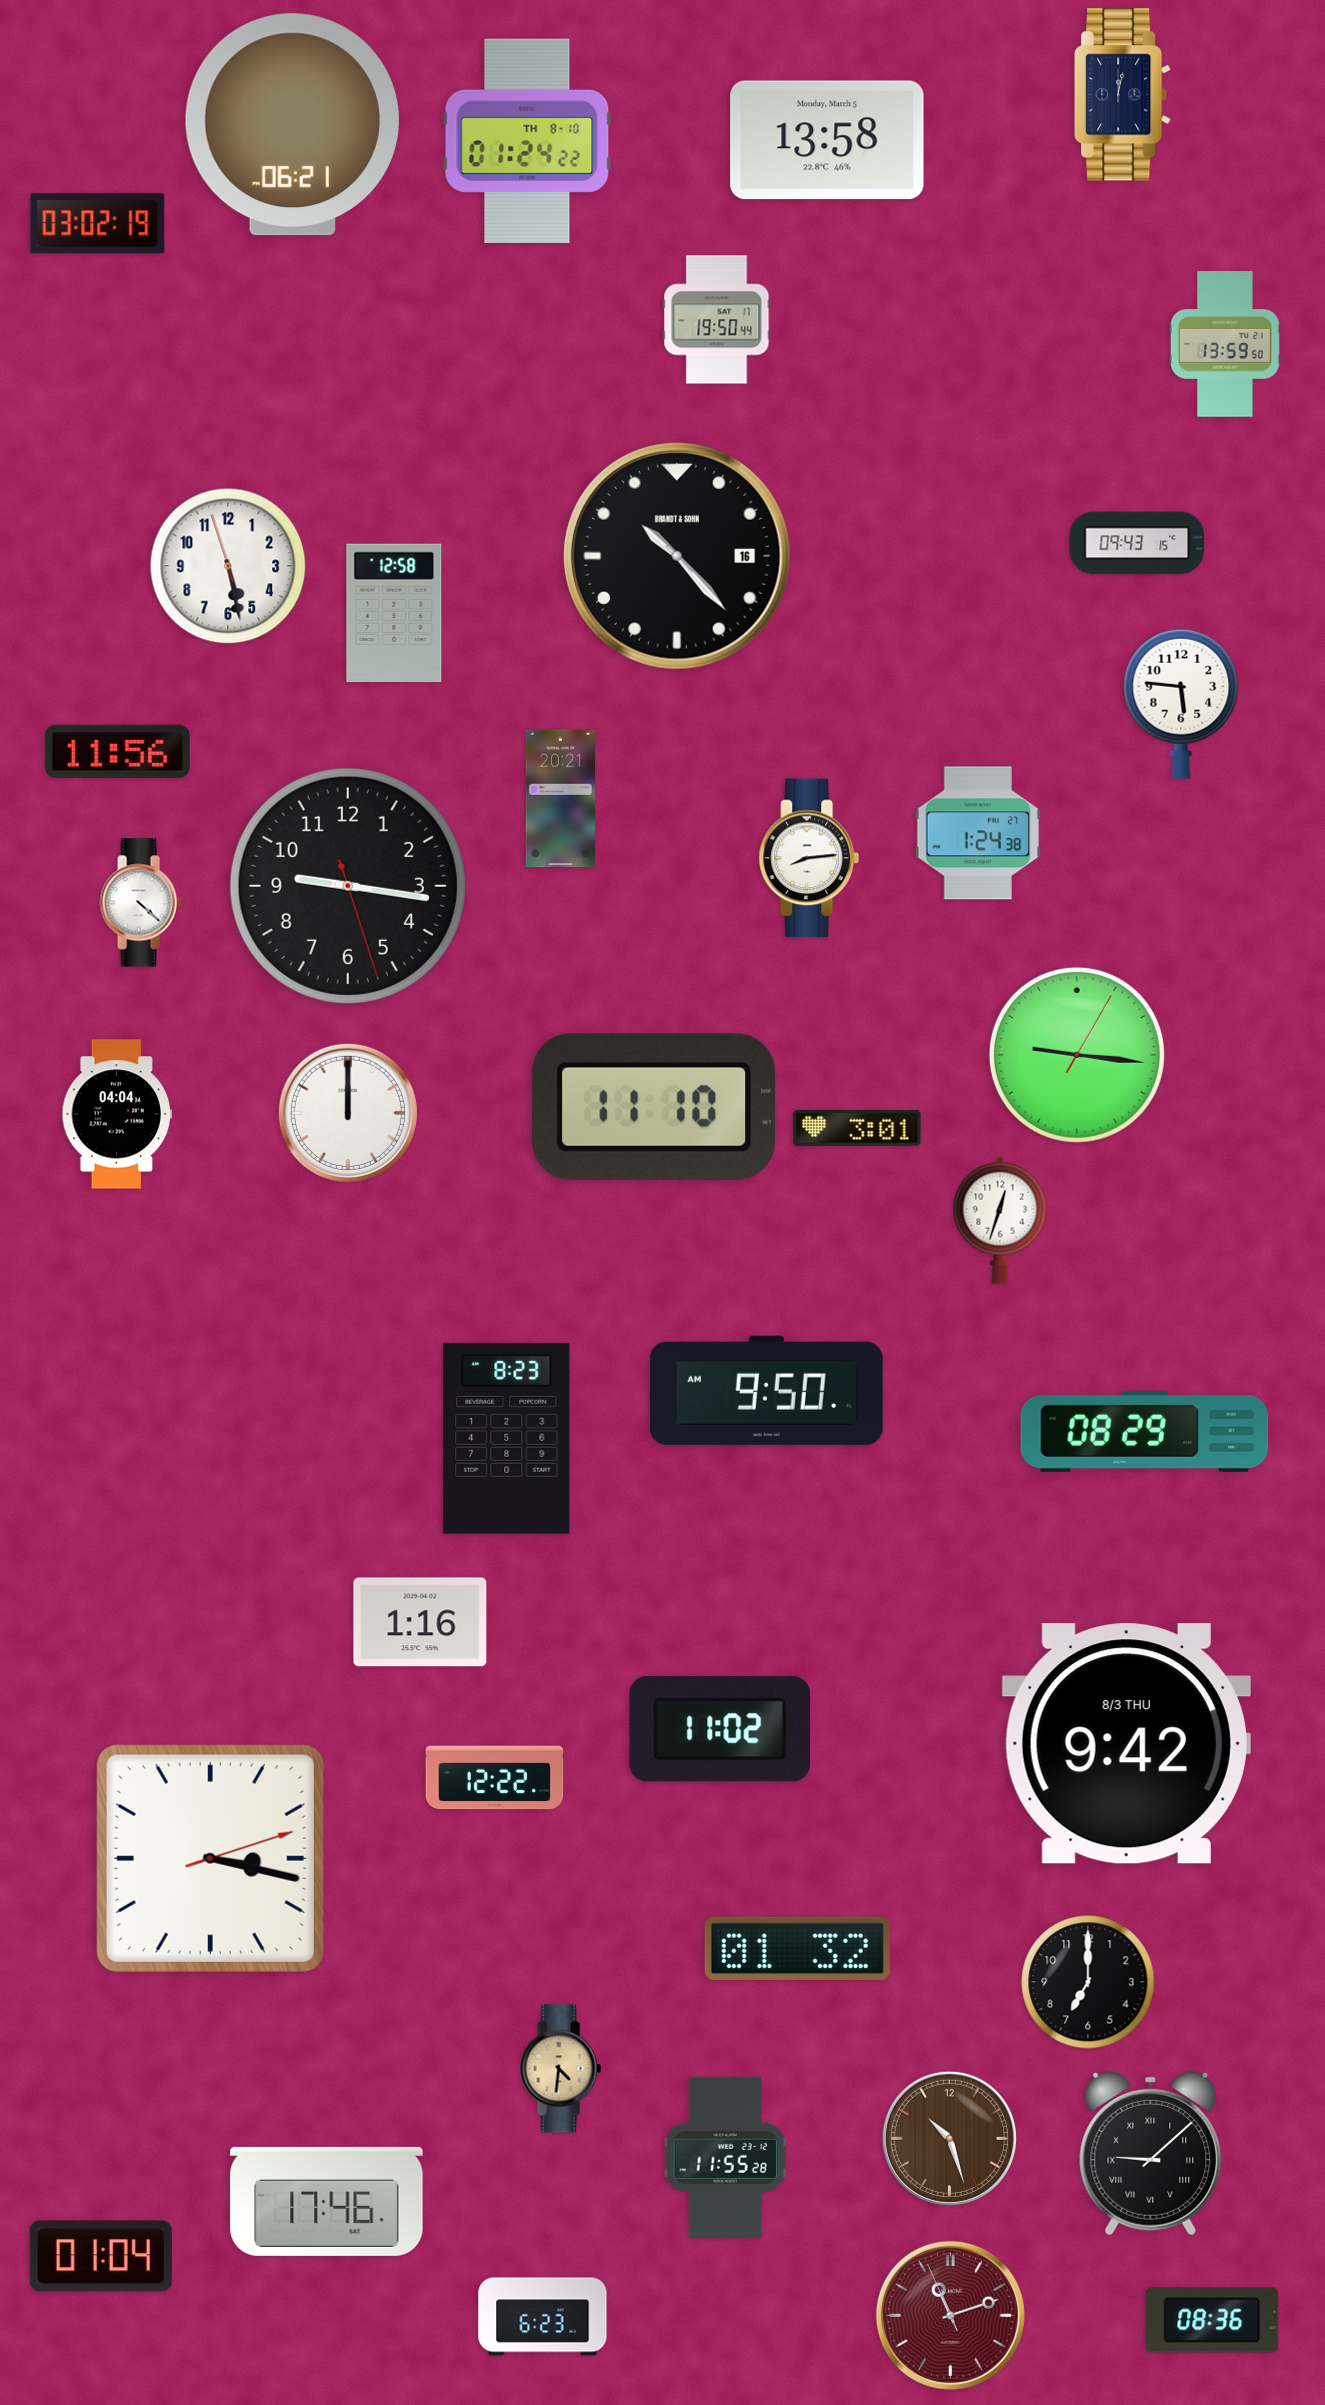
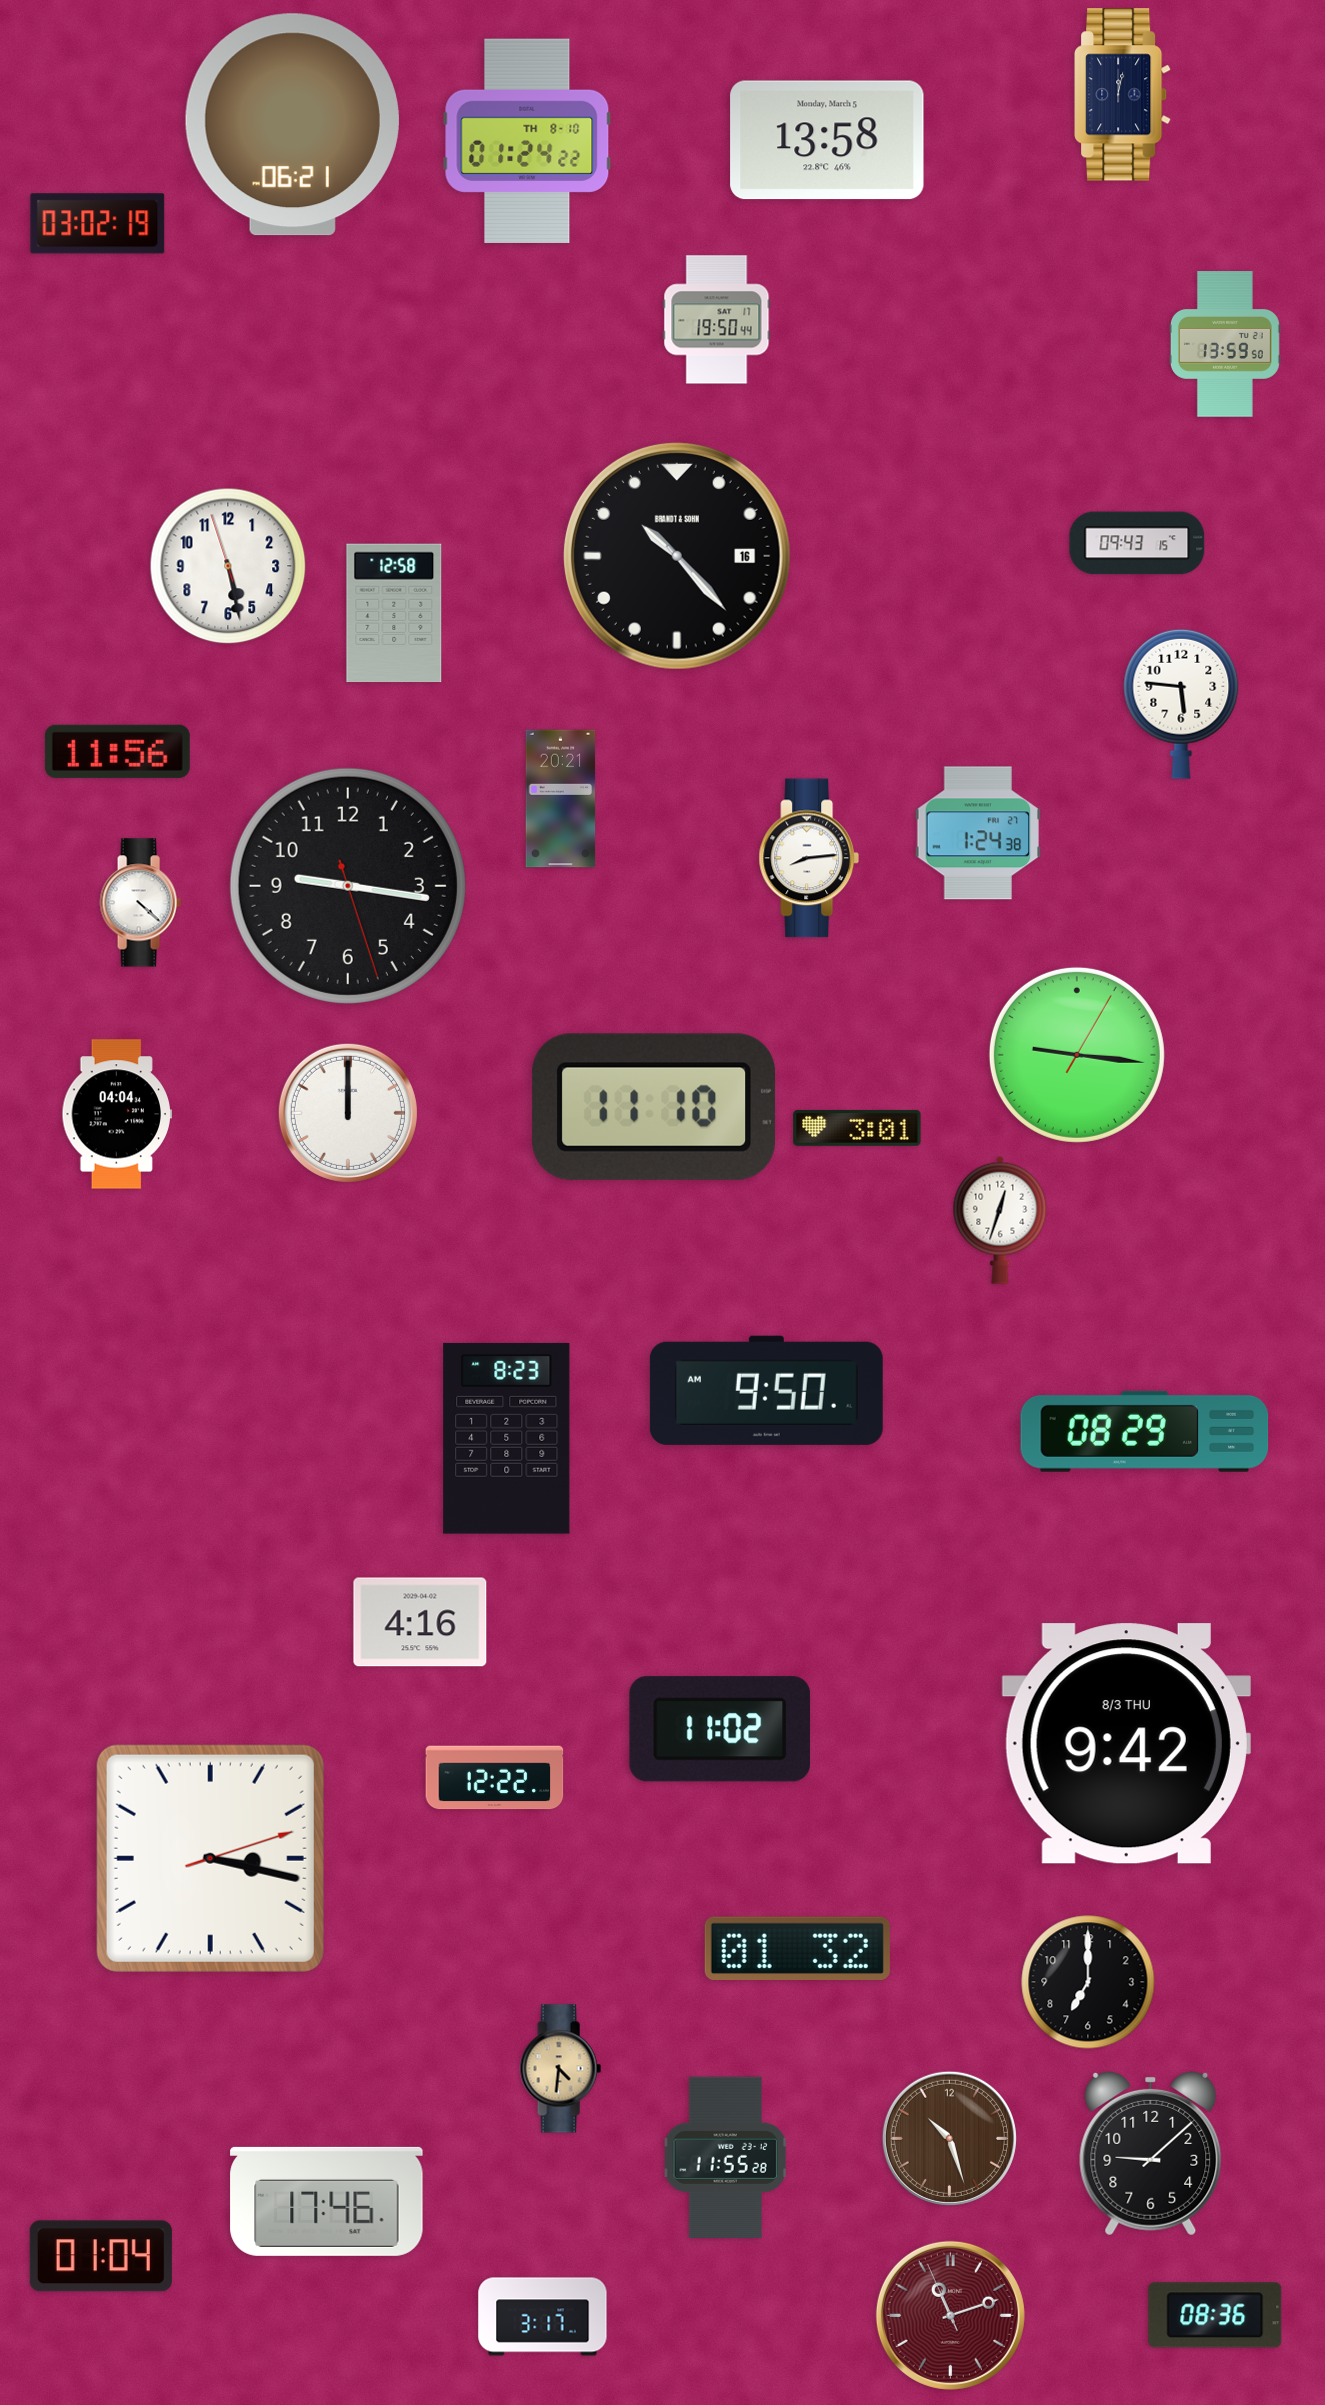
clock at (420, 1622): 1:16 -> 4:16
clock at (1151, 2153) numerals: Roman -> Arabic
clock at (543, 2317): 6:23 -> 3:17
clock at (1212, 2320) position: (1212, 2320) -> (1215, 2315)
